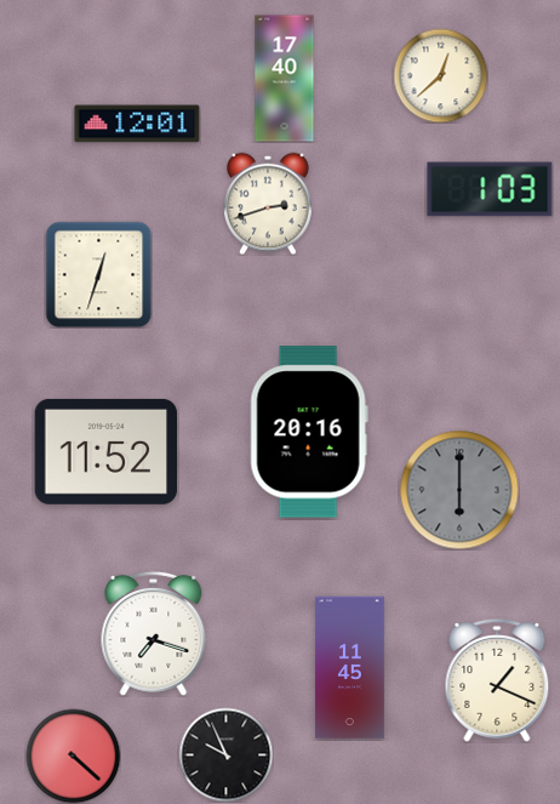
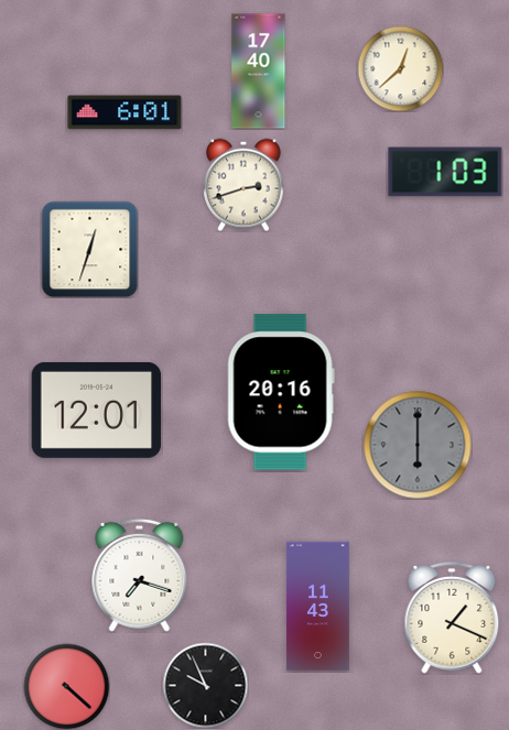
clock at (137, 124): 12:01 -> 6:01
clock at (107, 451): 11:52 -> 12:01
clock at (349, 668): 11:45 -> 11:43
